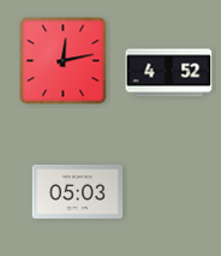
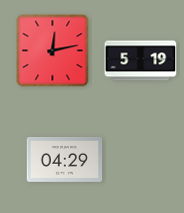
clock at (169, 73): 4:52 -> 5:19
clock at (78, 192): 05:03 -> 04:29
